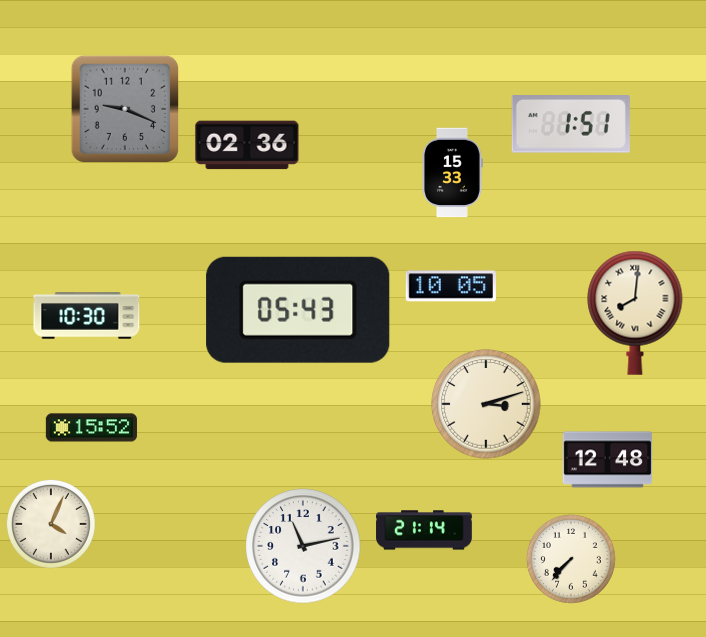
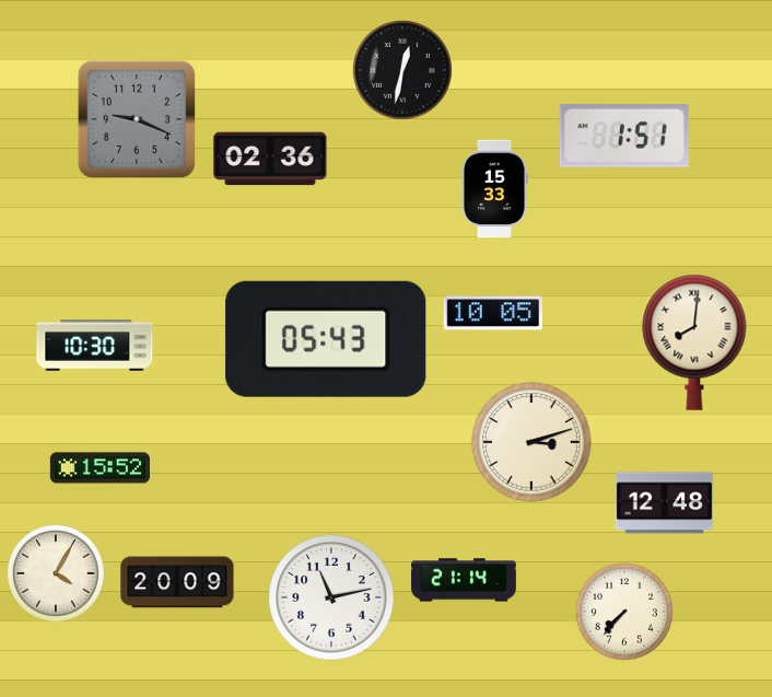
clock at (403, 71): none -> 12:32
clock at (51, 524): 4:04 -> 4:05
clock at (177, 582): none -> 20:09
